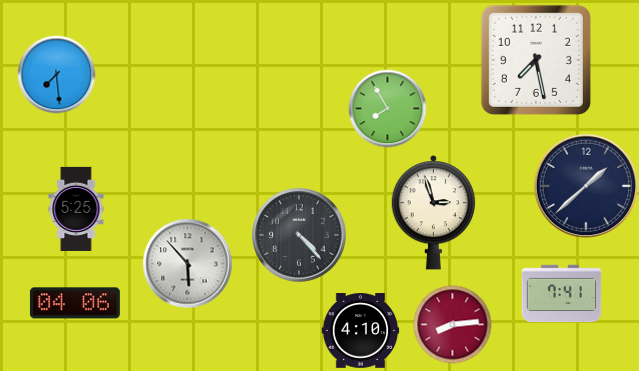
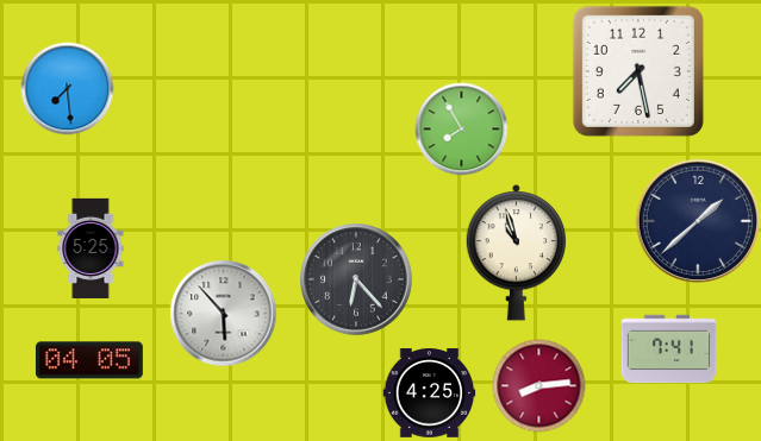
clock at (434, 213): 2:57 -> 10:57
clock at (299, 235): 4:23 -> 6:23
clock at (75, 303): 04:06 -> 04:05
clock at (360, 331): 4:10 -> 4:25
